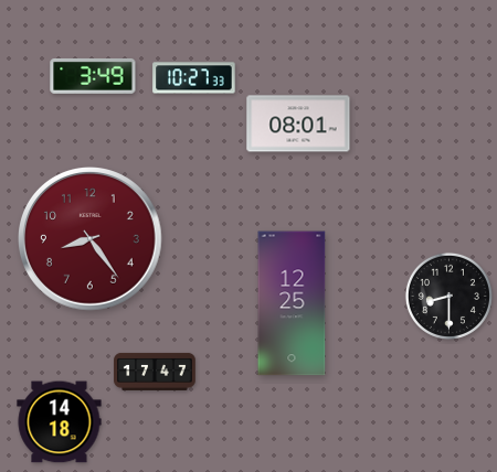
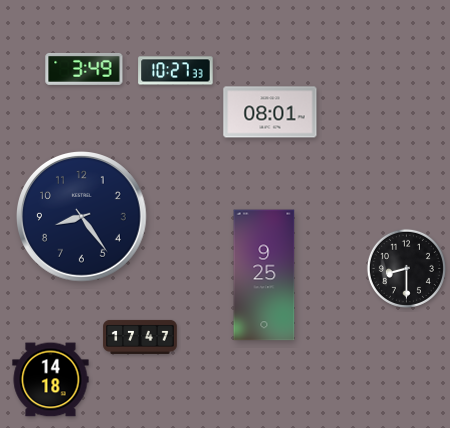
clock at (91, 239) dial: burgundy -> navy
clock at (292, 303): 12:25 -> 9:25
clock at (60, 422) position: (60, 422) -> (51, 380)
